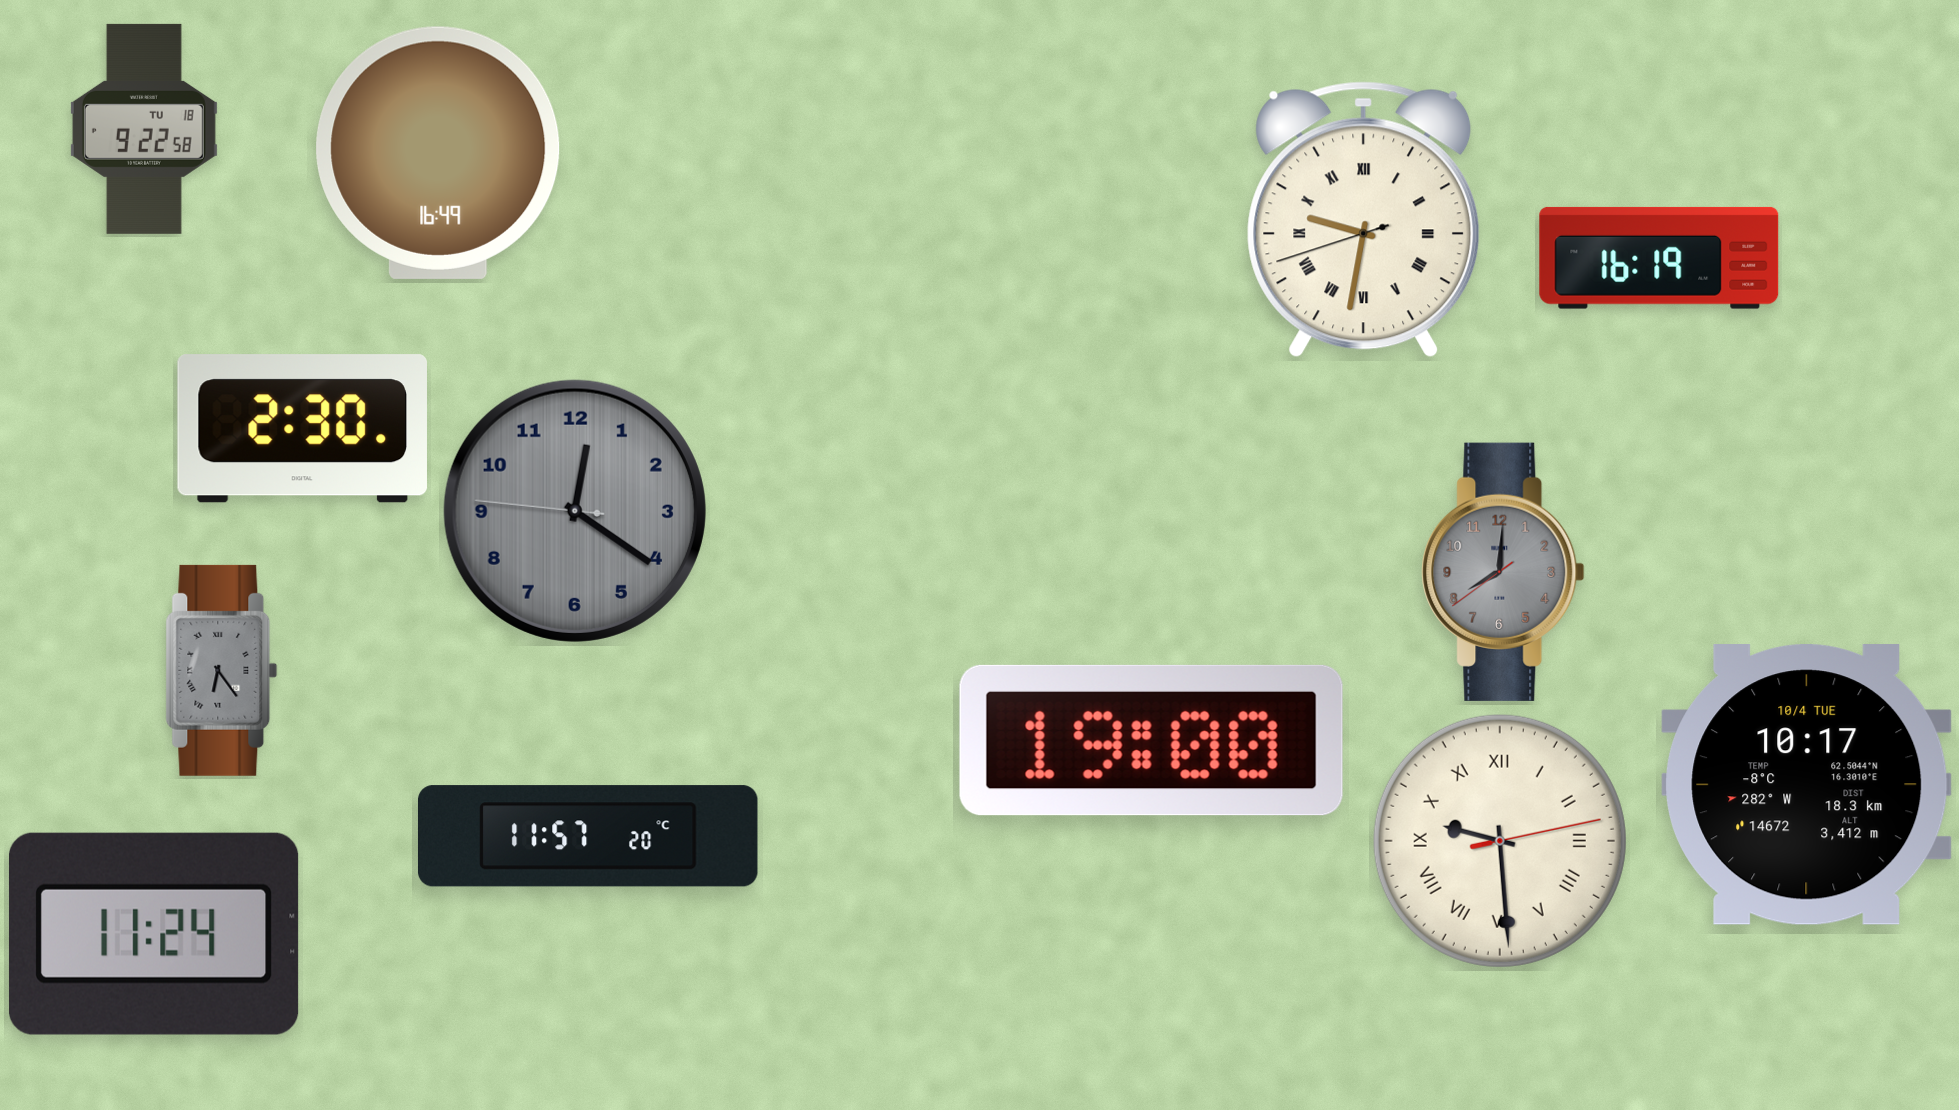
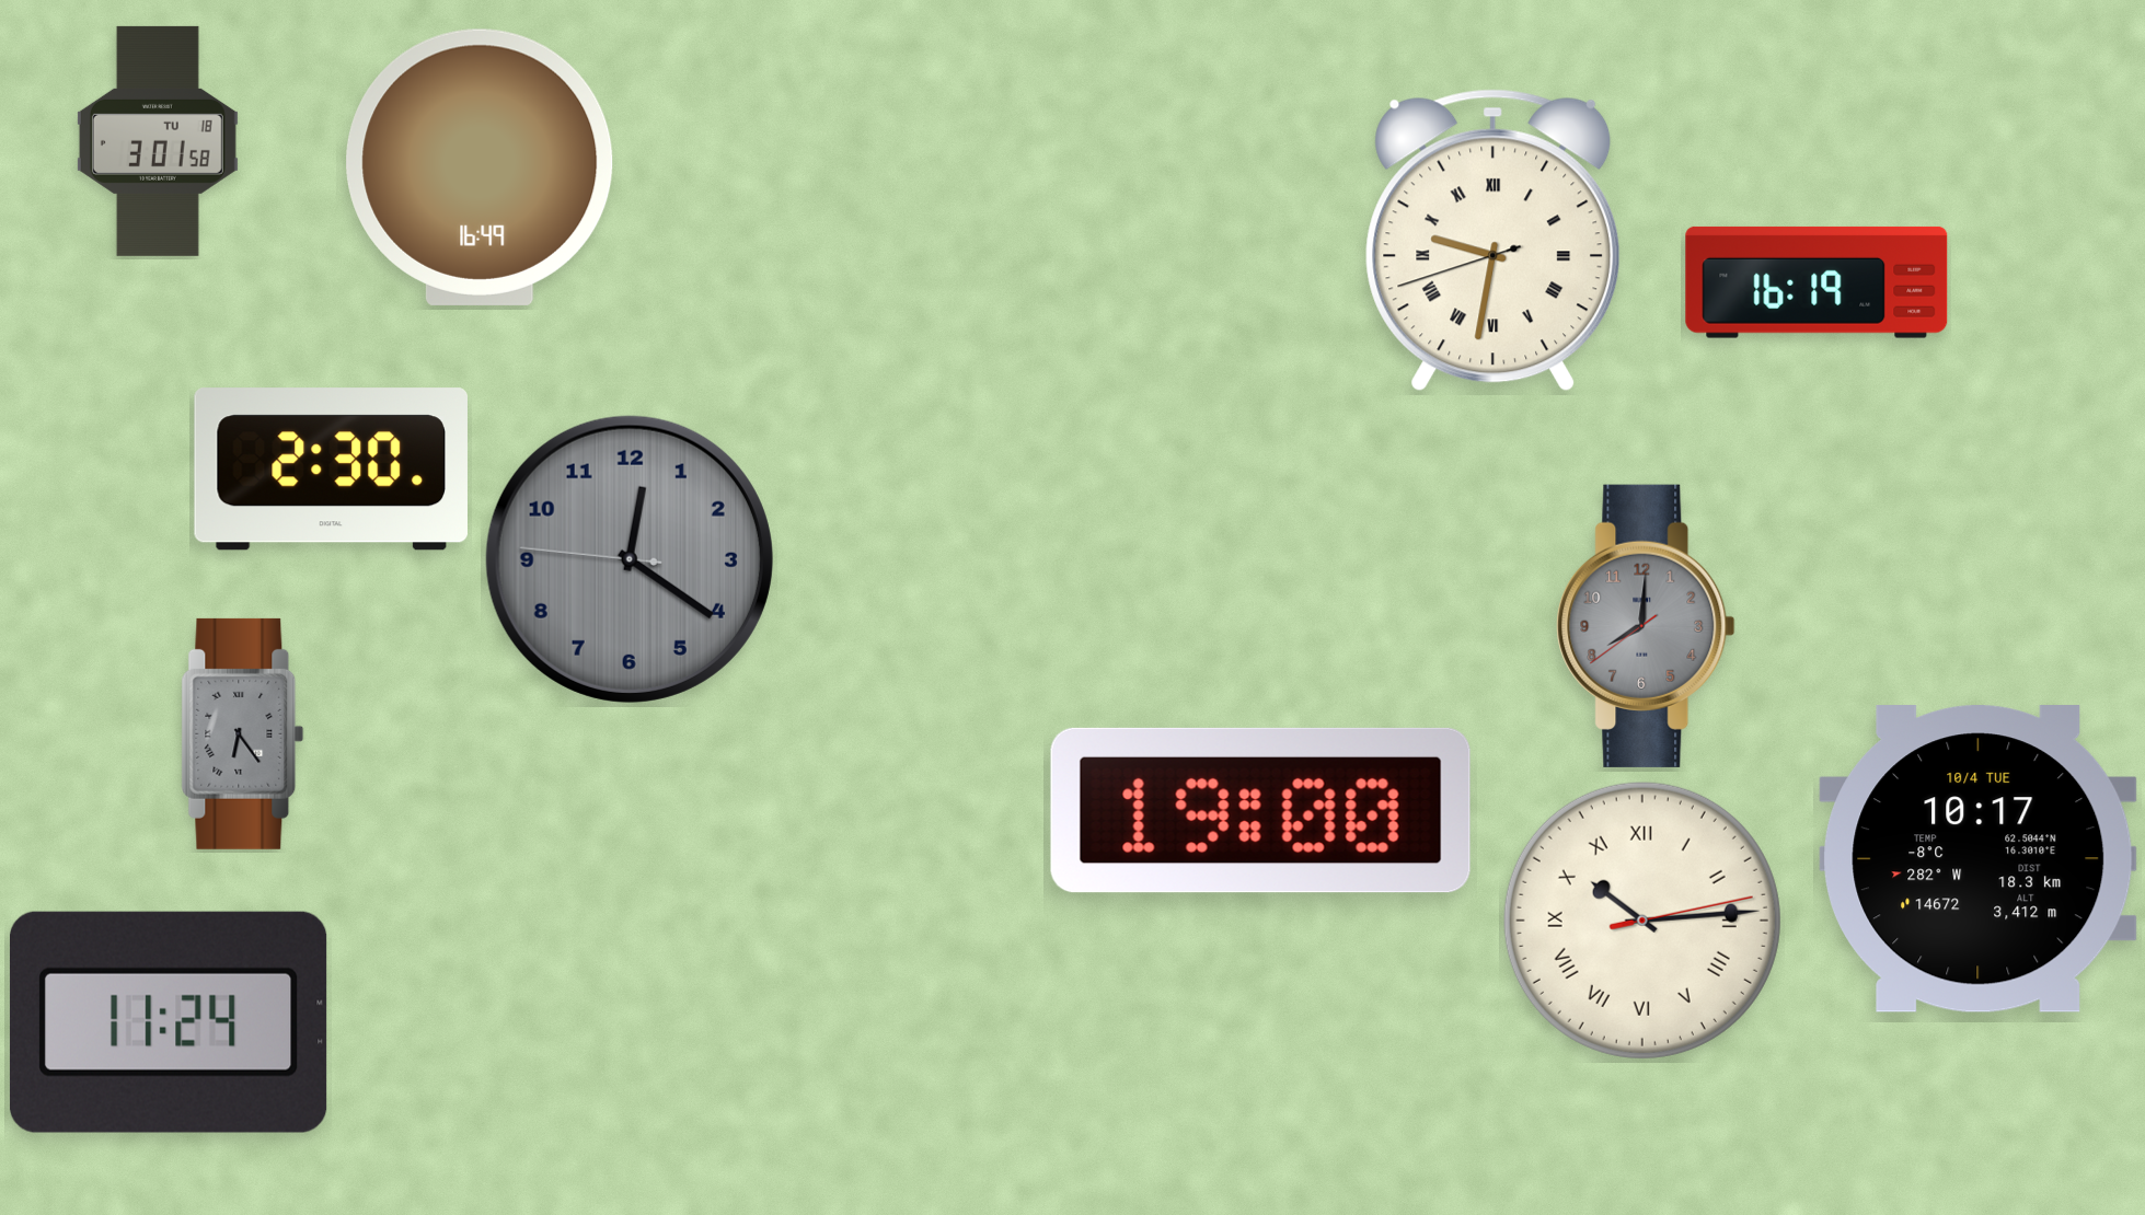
clock at (144, 129): 9:22 -> 3:01
clock at (588, 836): 11:57 -> none
clock at (1500, 841): 9:29 -> 10:14
